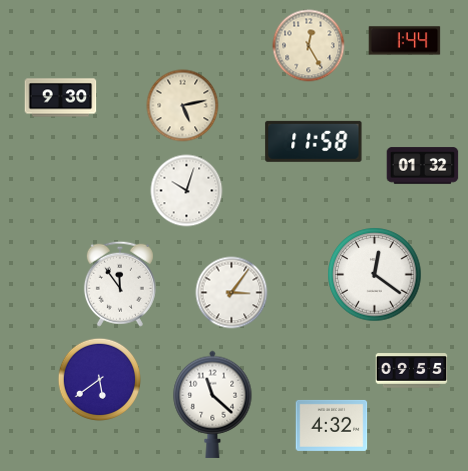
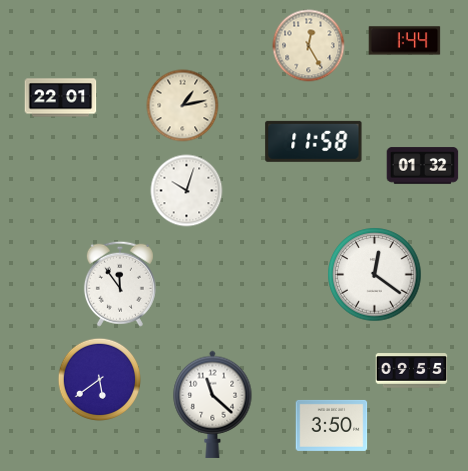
clock at (61, 98): 9:30 -> 22:01
clock at (183, 106): 5:13 -> 1:13
clock at (232, 293): 3:06 -> none
clock at (332, 425): 4:32 -> 3:50
